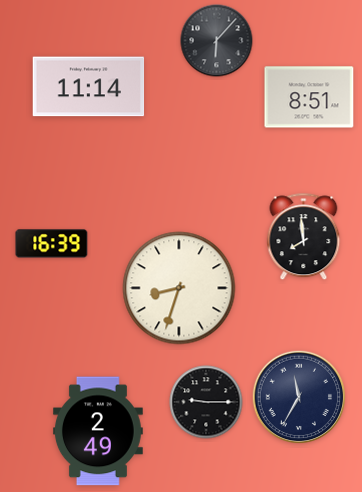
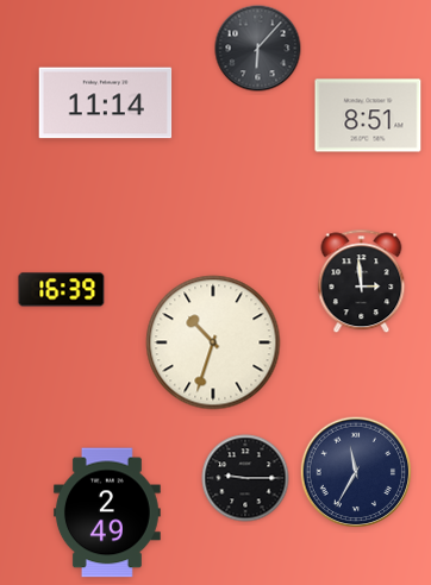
clock at (304, 237): 7:59 -> 2:59
clock at (179, 288): 8:33 -> 10:33
clock at (98, 431) position: (98, 431) -> (107, 512)
